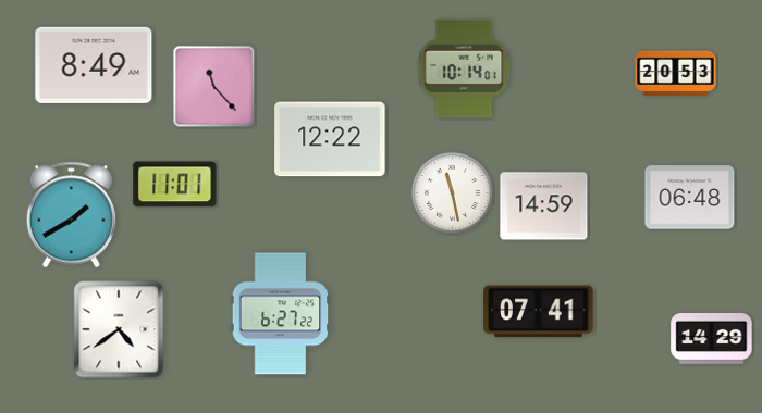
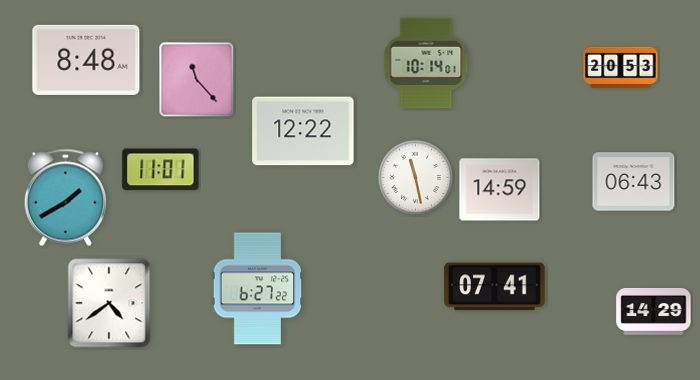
clock at (94, 65): 8:49 -> 8:48
clock at (330, 139) position: (330, 139) -> (303, 131)
clock at (690, 198): 06:48 -> 06:43
